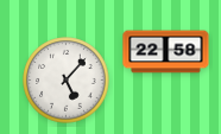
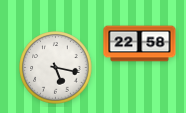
clock at (67, 81): 5:07 -> 5:17
